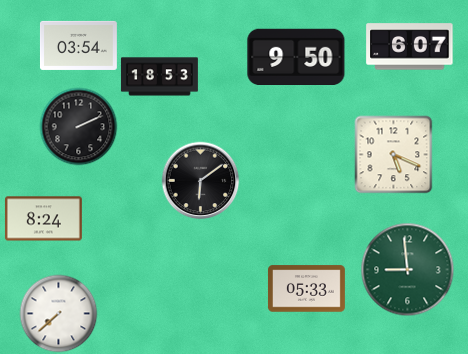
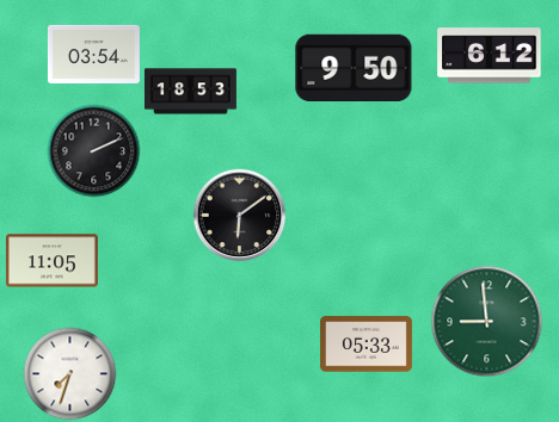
clock at (410, 47): 6:07 -> 6:12
clock at (393, 154): 5:19 -> none
clock at (43, 219): 8:24 -> 11:05
clock at (58, 313): 7:38 -> 7:33
